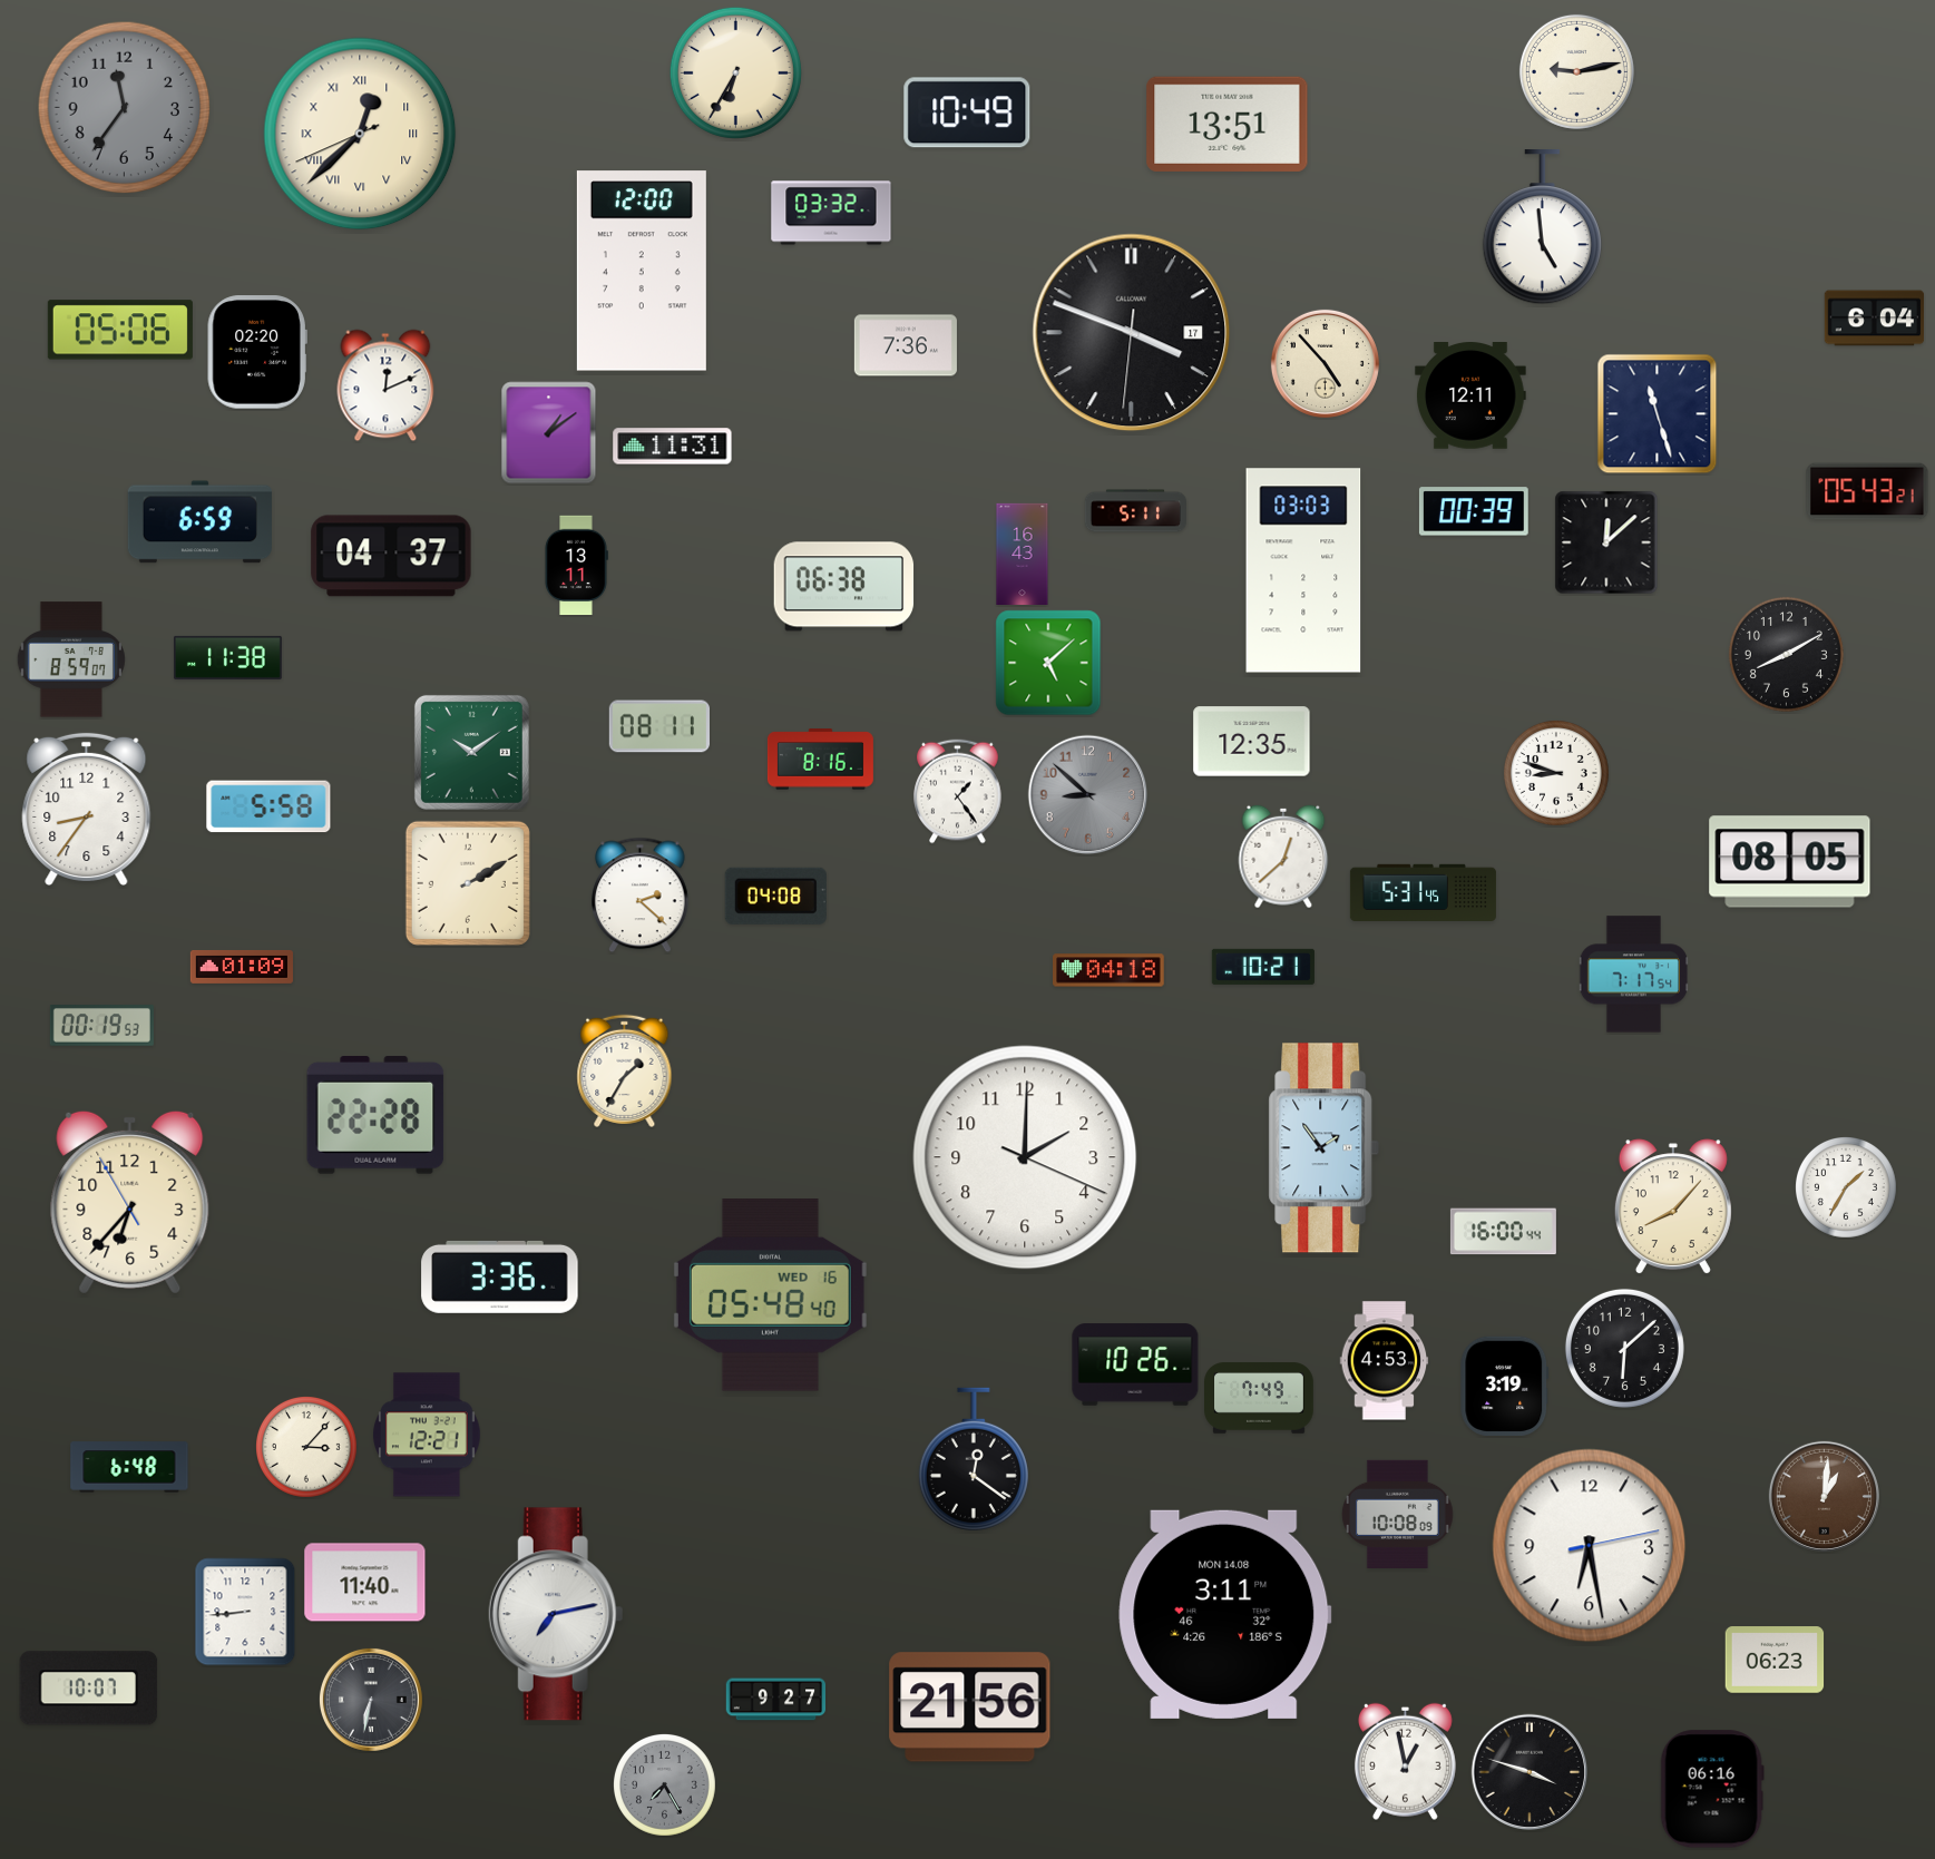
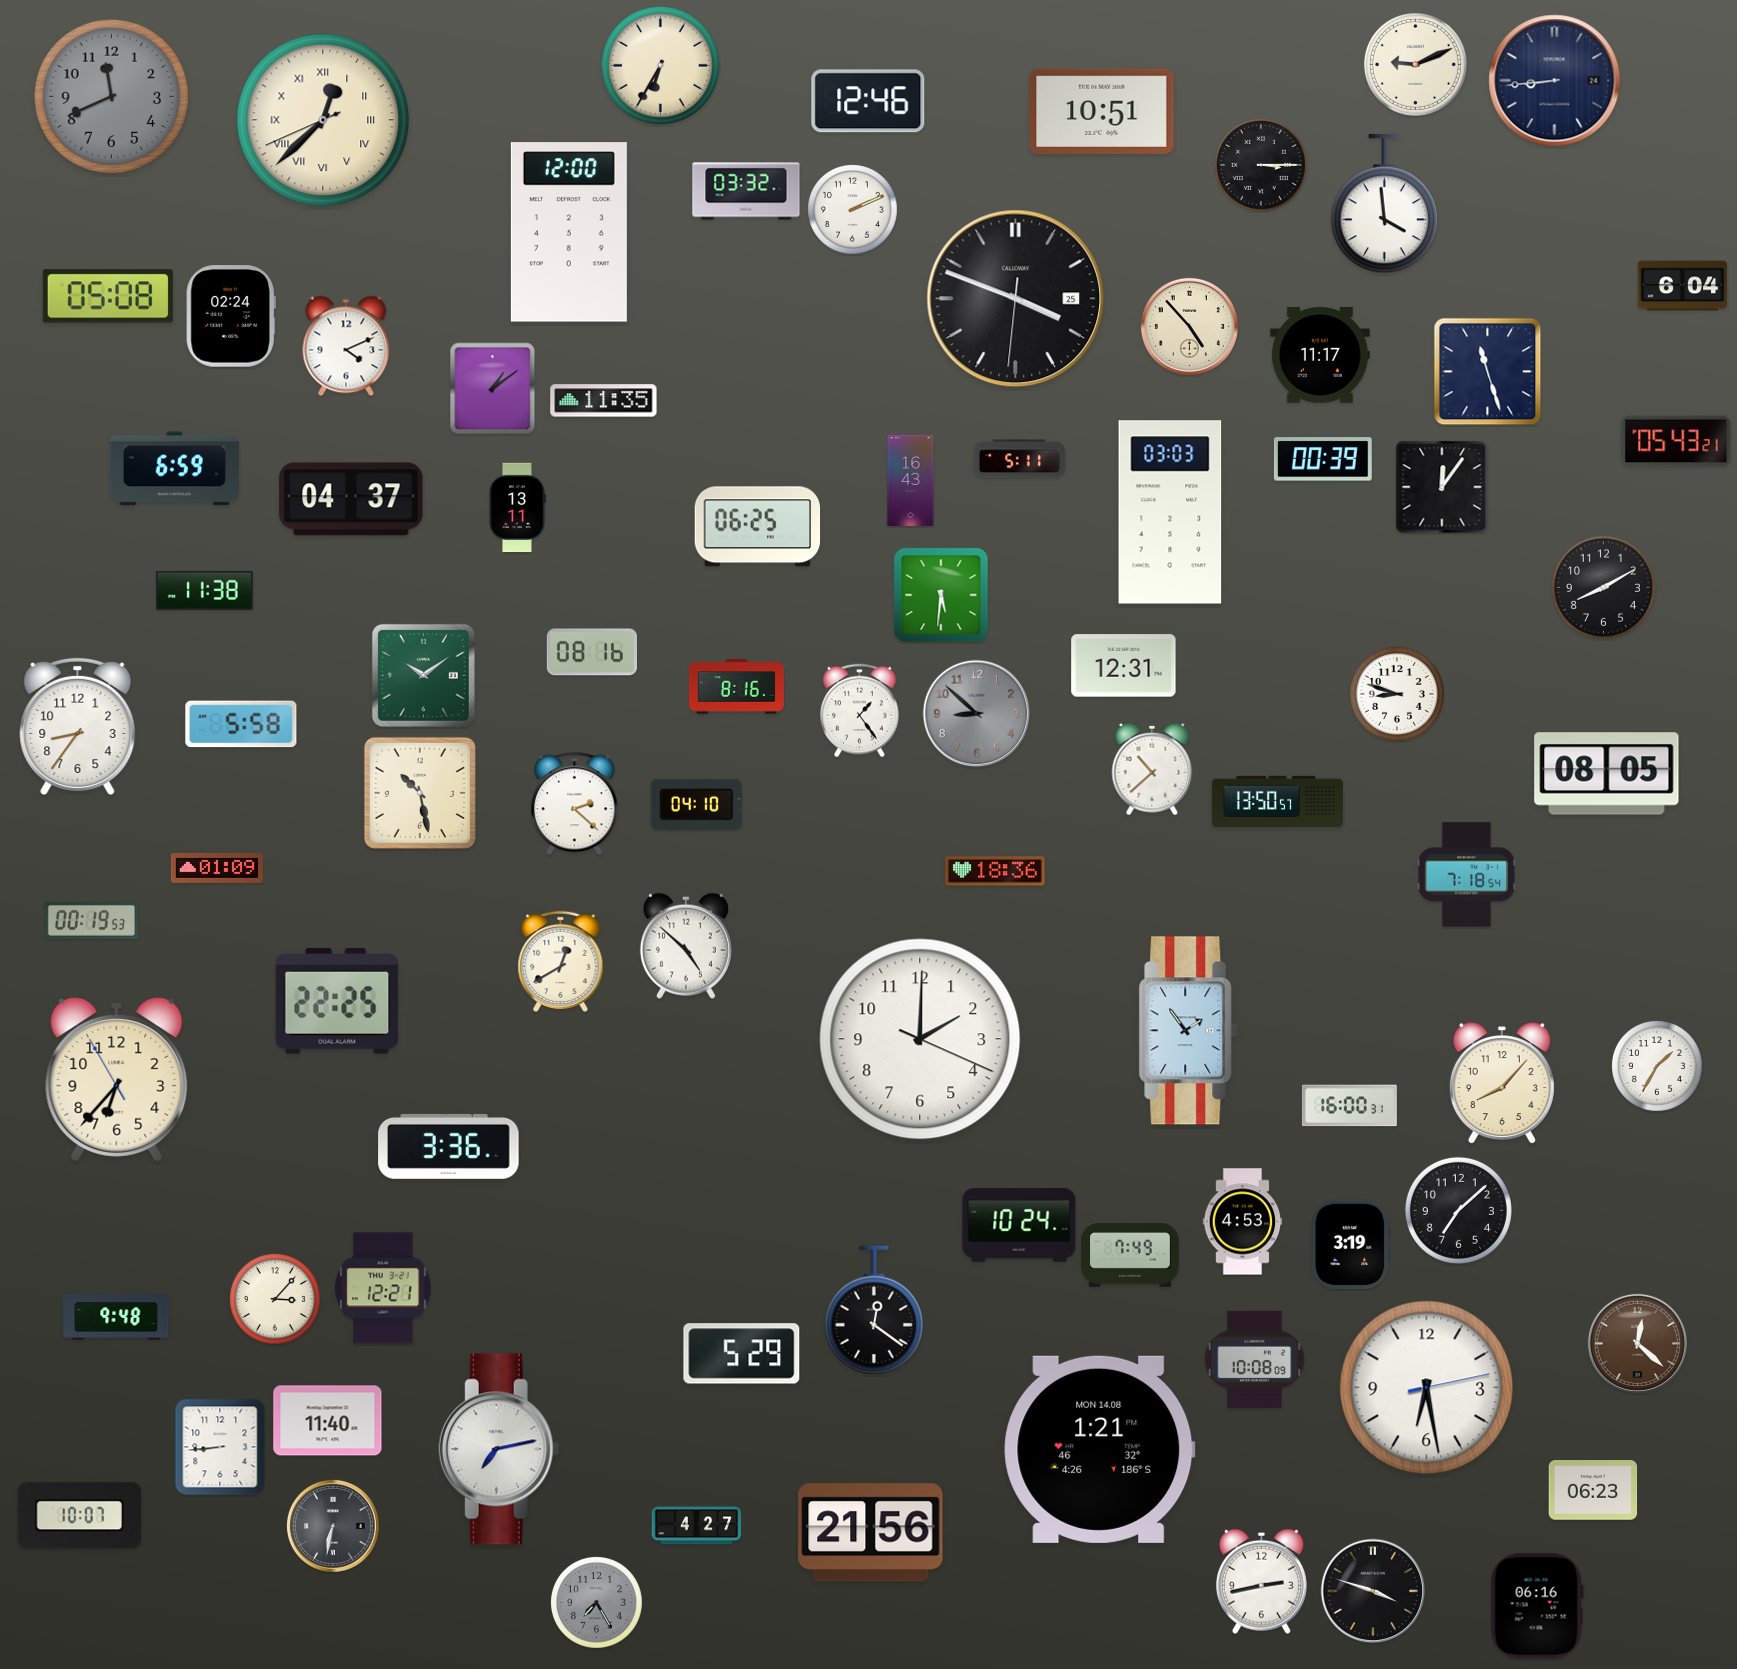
clock at (1576, 71): 9:13 -> 9:11
clock at (1555, 81): none -> 8:44
clock at (125, 108): 11:36 -> 11:41
clock at (967, 112): 10:49 -> 12:46
clock at (1228, 124): 13:51 -> 10:51
clock at (1261, 165): none -> 3:15
clock at (1542, 227): 4:59 -> 3:59
clock at (853, 210): none -> 2:11
clock at (642, 271) position: (642, 271) -> (569, 232)
clock at (120, 330): 05:06 -> 05:08
clock at (1132, 333) date: 17 -> 25
clock at (906, 345): 7:36 -> none
clock at (257, 352): 02:20 -> 02:24
clock at (385, 385): 12:11 -> 4:11
clock at (1470, 397): 12:11 -> 11:17
clock at (673, 447): 11:31 -> 11:35
clock at (199, 522) position: (199, 522) -> (174, 469)
clock at (1606, 542): 12:08 -> 12:06
clock at (1023, 554) position: (1023, 554) -> (911, 480)
clock at (844, 587): 06:38 -> 06:25
clock at (71, 659): 8:59 -> none
clock at (1048, 663): 5:08 -> 5:31
clock at (658, 726): 08:11 -> 08:16
clock at (1252, 742): 12:35 -> 12:31
clock at (820, 760) position: (820, 760) -> (736, 687)
clock at (1283, 857): 12:38 -> 10:38
clock at (468, 883): 2:10 -> 10:28
clock at (1423, 893): 5:31 -> 13:50
clock at (775, 896): 04:08 -> 04:10
clock at (1263, 967): 10:21 -> none
clock at (1108, 970): 04:18 -> 18:36
clock at (1633, 975): 7:17 -> 7:18
clock at (686, 946): none -> 4:52
clock at (625, 1070): 1:35 -> 12:40
clock at (375, 1116): 22:28 -> 22:25
clock at (1503, 1232): 16:00:44 -> 16:00:31
clock at (770, 1295): 05:48 -> none
clock at (1624, 1348): 6:08 -> 7:08
clock at (1135, 1364): 10:26 -> 10:24
clock at (129, 1467): 6:48 -> 9:48
clock at (1824, 1496): 1:01 -> 12:22
clock at (742, 1354): none -> 5:29
clock at (1225, 1614): 3:11 -> 1:21
clock at (776, 1700): 9:27 -> 4:27
clock at (1405, 1761): 12:58 -> 2:43
